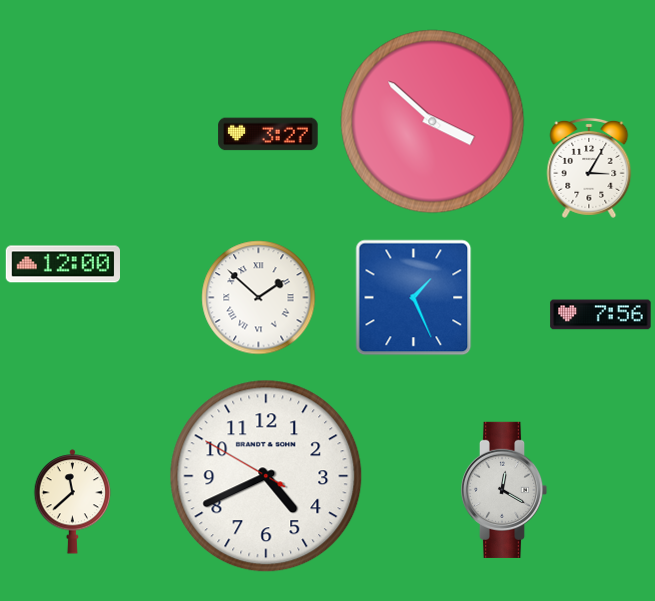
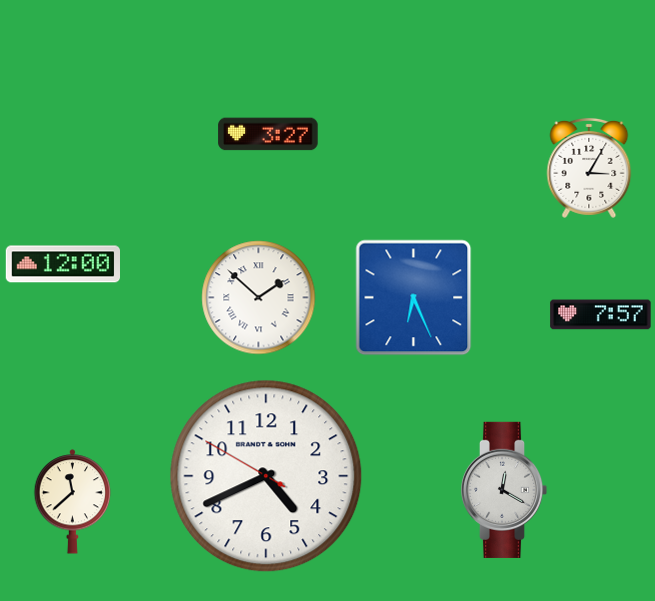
clock at (433, 122): 3:52 -> none
clock at (414, 298): 1:26 -> 6:26
clock at (601, 315): 7:56 -> 7:57
